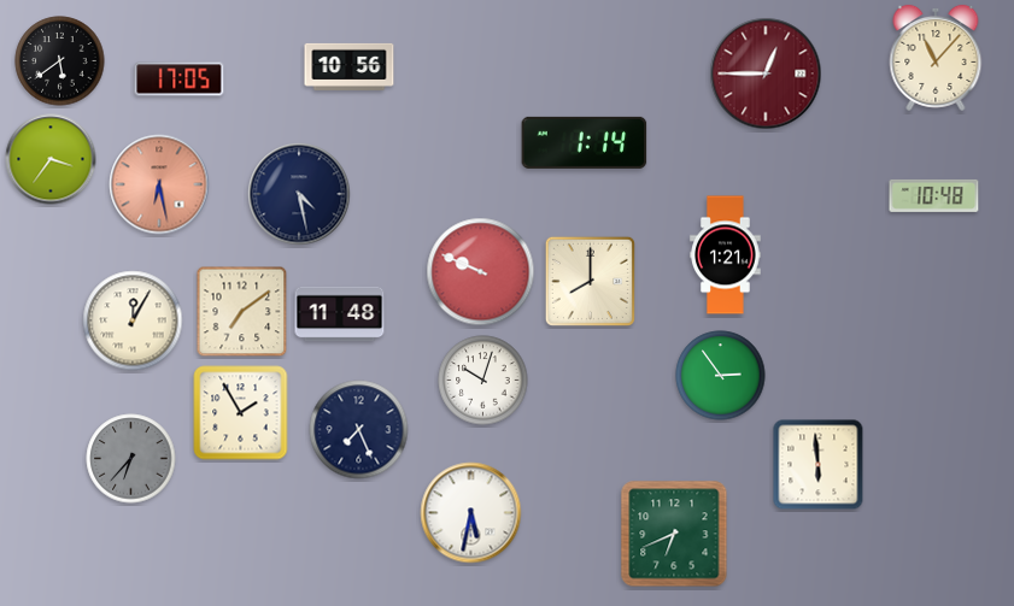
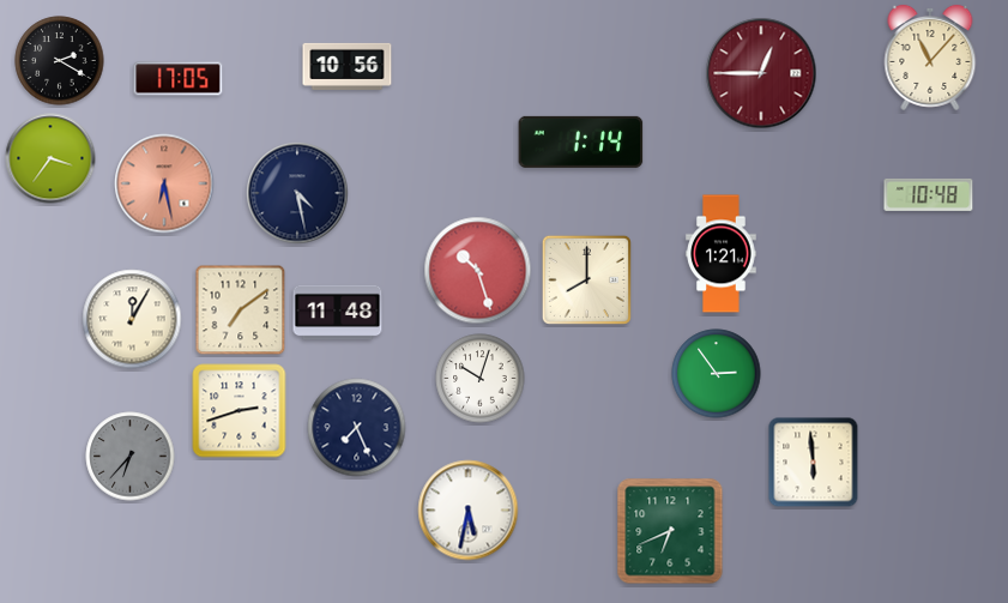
clock at (60, 61): 5:39 -> 2:20
clock at (159, 184) position: (159, 184) -> (164, 183)
clock at (481, 272): 9:49 -> 10:27
clock at (241, 413): 1:55 -> 2:42
